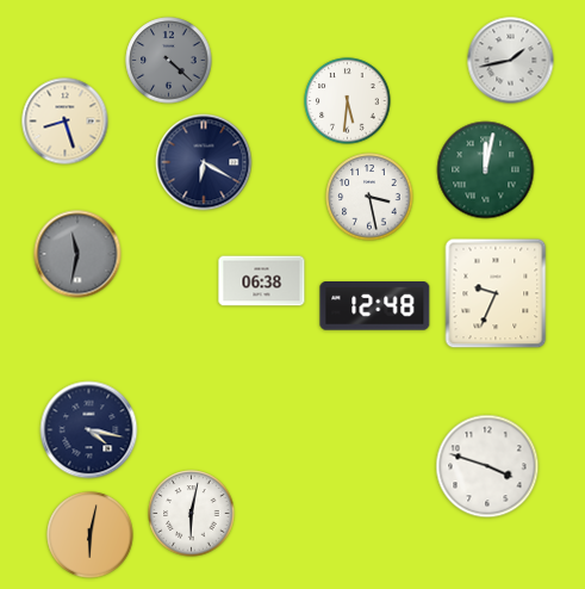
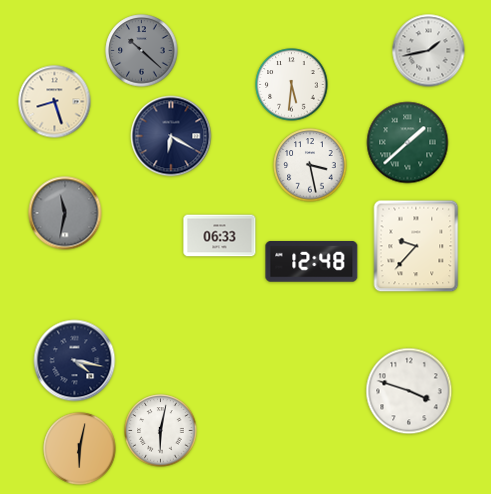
clock at (169, 61): 4:22 -> 10:22
clock at (486, 170): 12:02 -> 1:38
clock at (262, 281): 06:38 -> 06:33
clock at (496, 293): 9:34 -> 9:37
clock at (375, 306) position: (375, 306) -> (312, 262)
clock at (91, 535) position: (91, 535) -> (80, 449)
